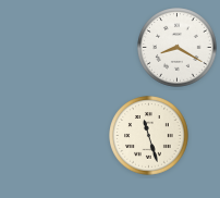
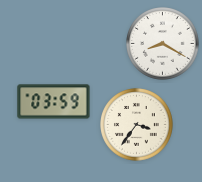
clock at (54, 102): none -> 03:59
clock at (149, 136): 11:27 -> 3:36
